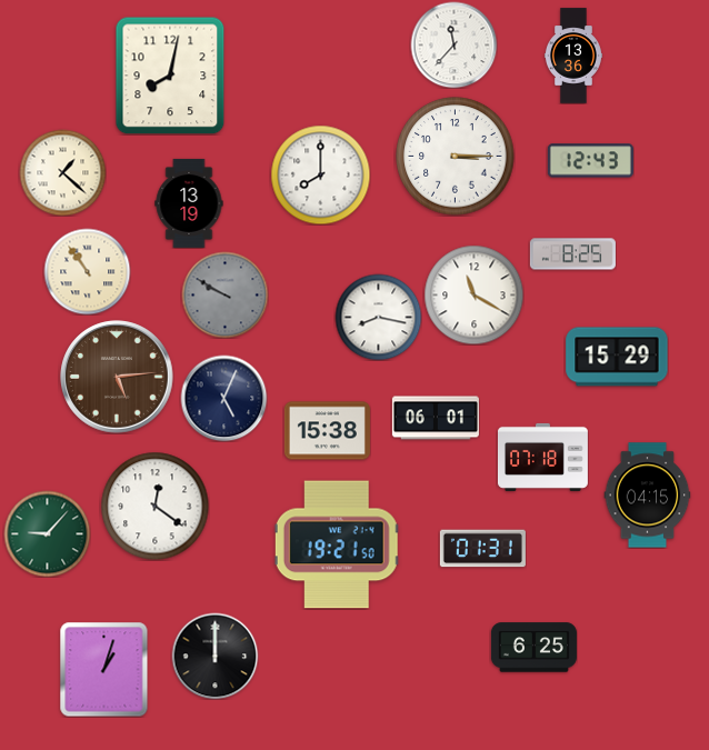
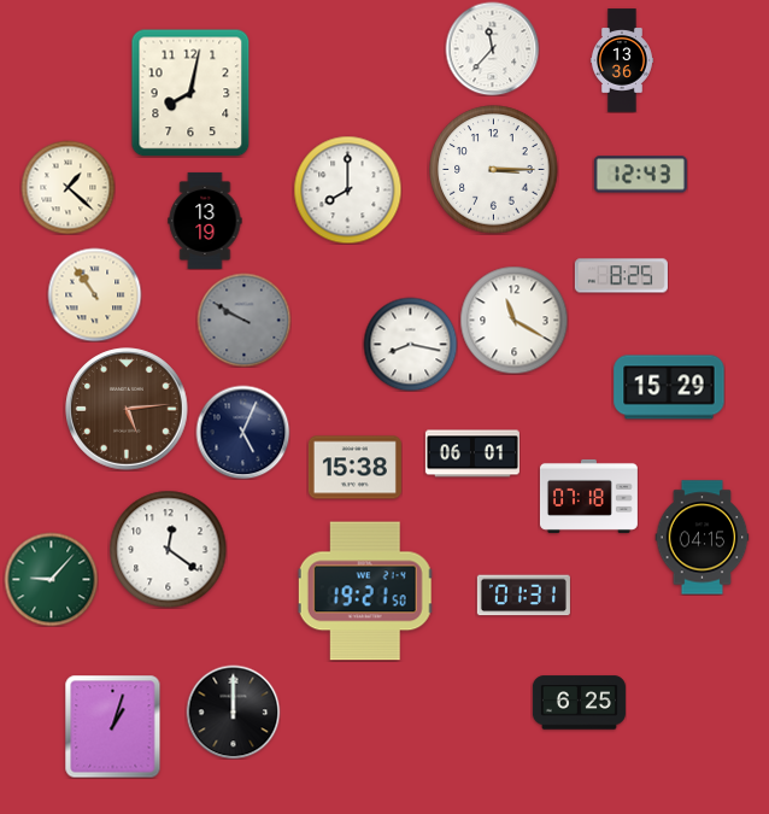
clock at (170, 76) position: (170, 76) -> (190, 93)
